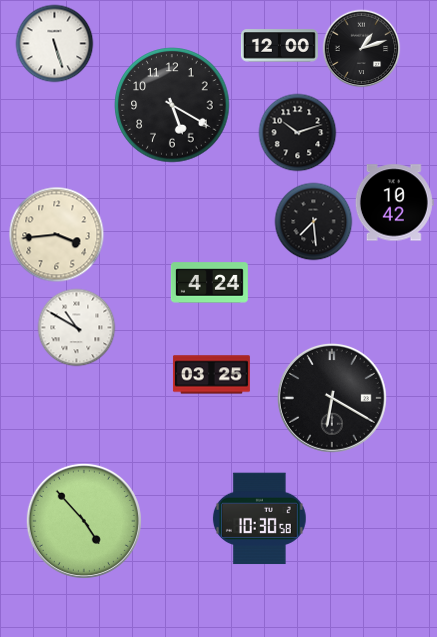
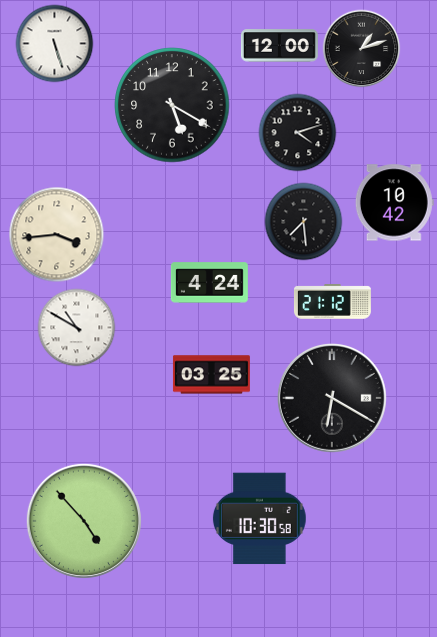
clock at (297, 132): 10:12 -> 4:12
clock at (313, 221) position: (313, 221) -> (303, 221)
clock at (332, 302): none -> 21:12
